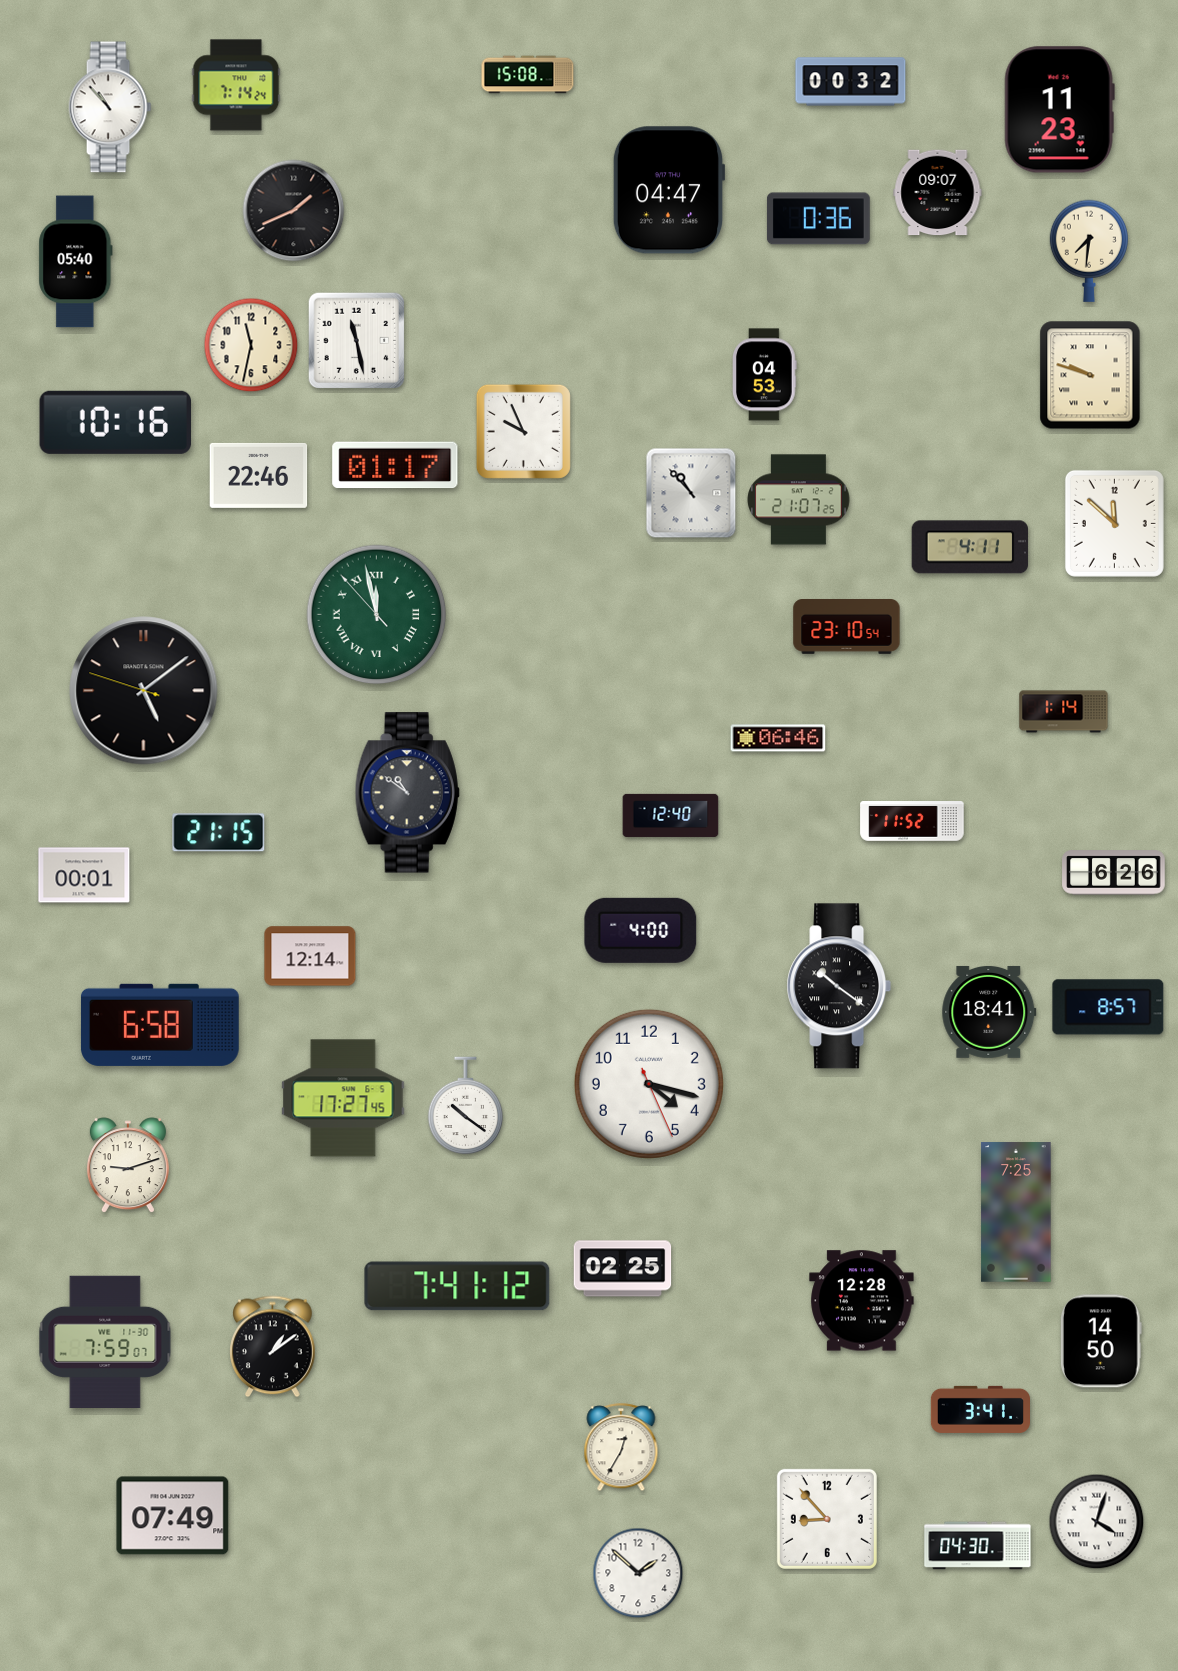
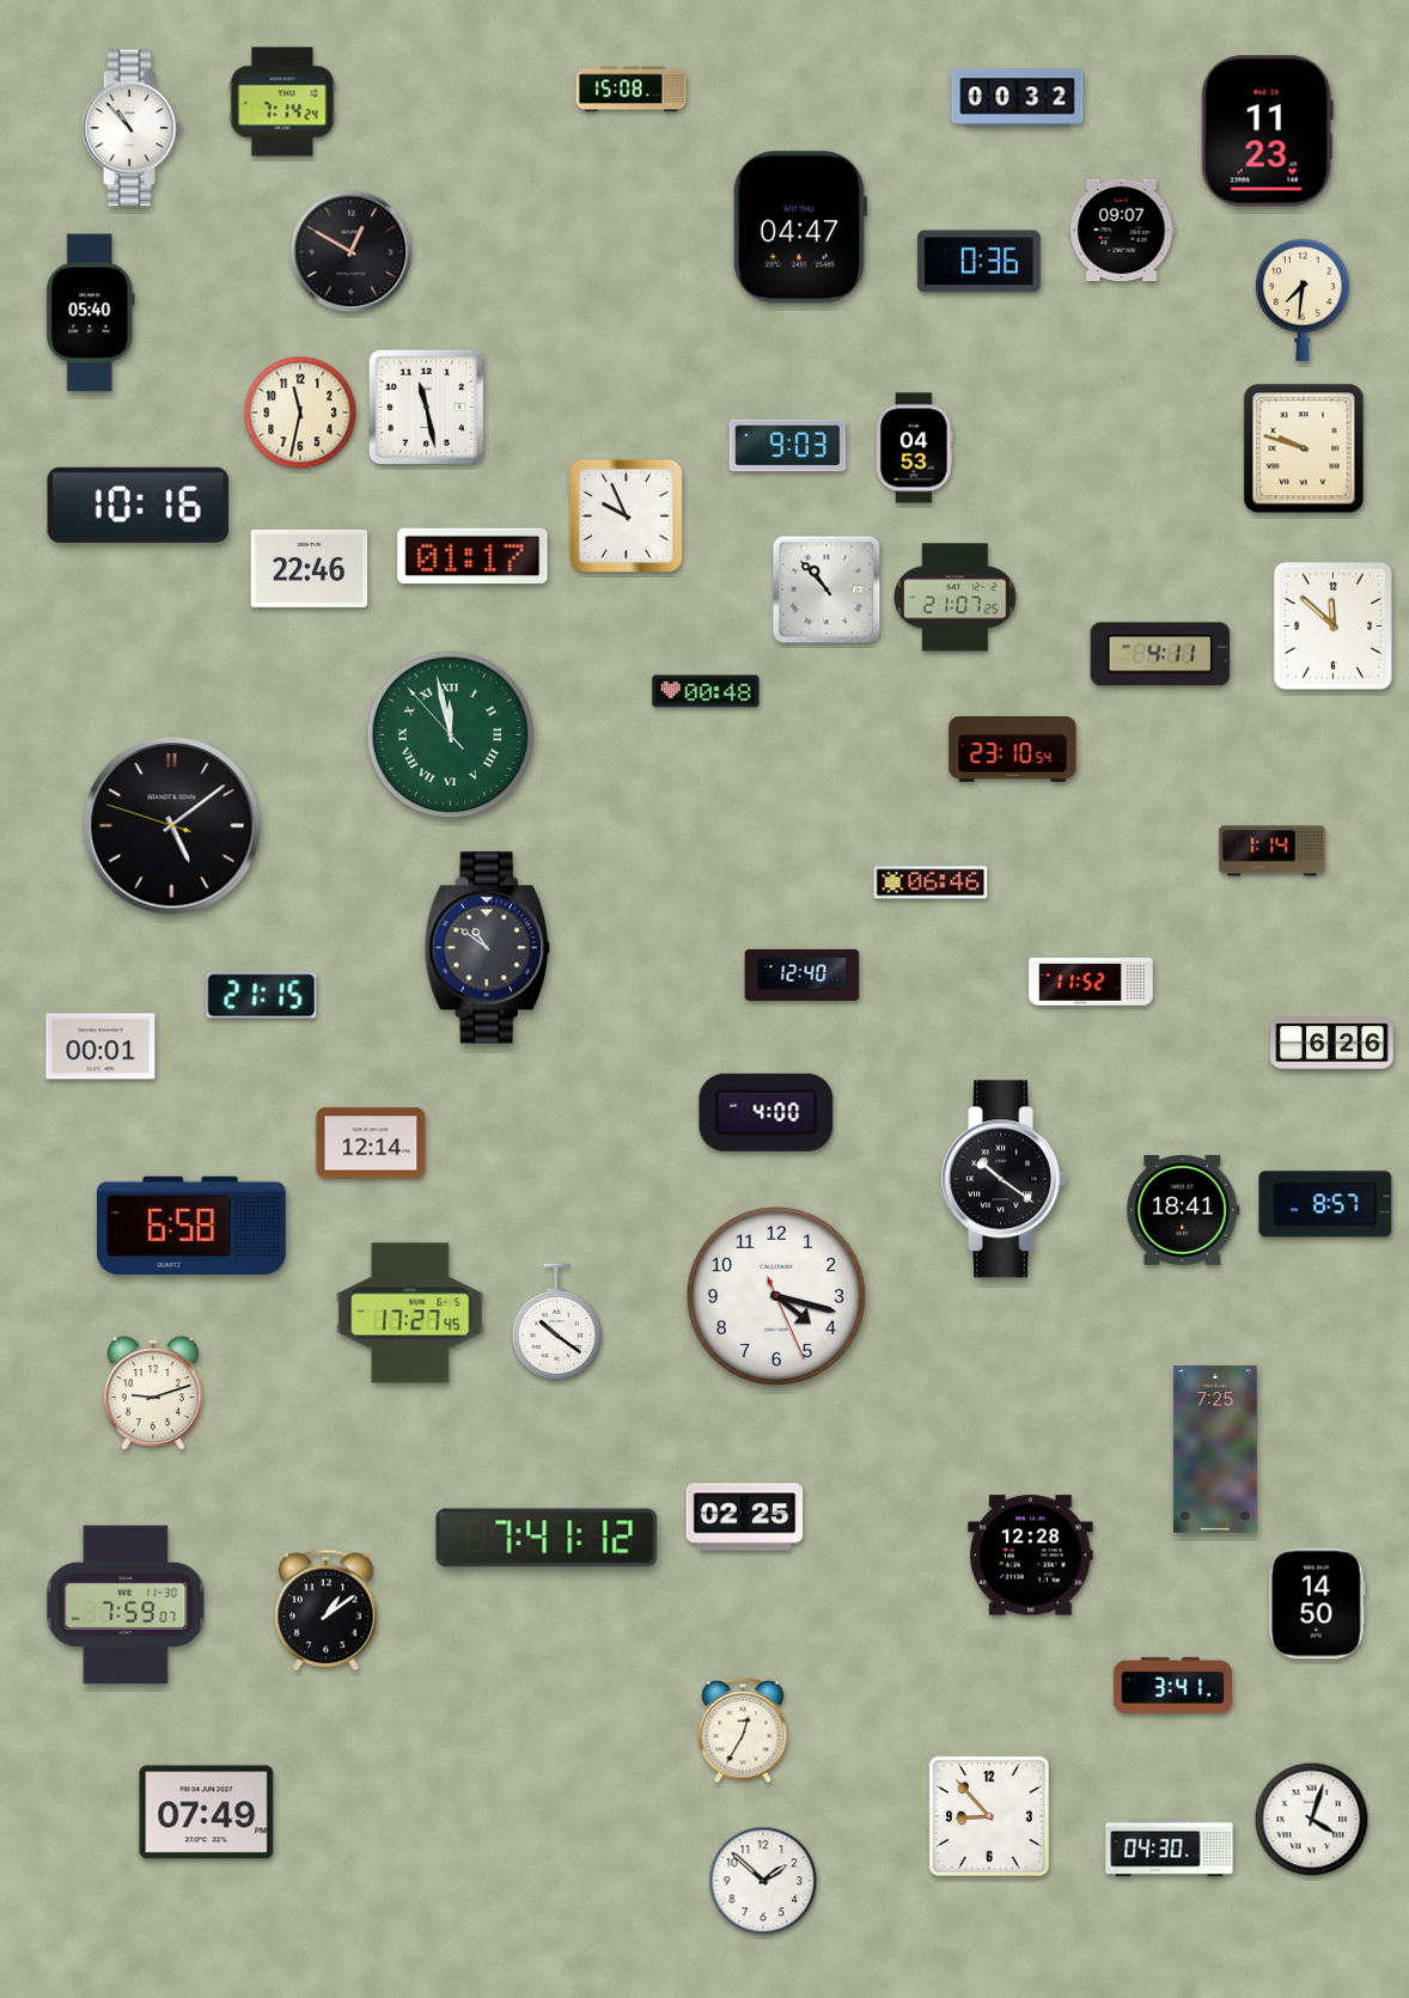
clock at (294, 211): 1:41 -> 12:50
clock at (788, 446): none -> 9:03
clock at (706, 691): none -> 00:48
